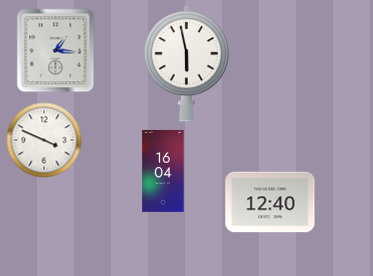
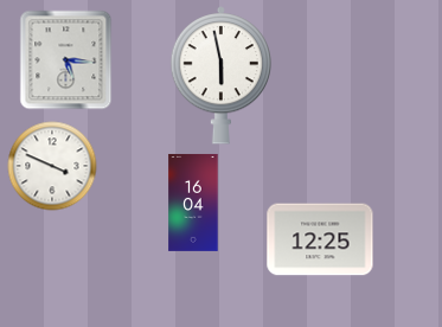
clock at (56, 51): 1:16 -> 5:16
clock at (270, 202): 12:40 -> 12:25
